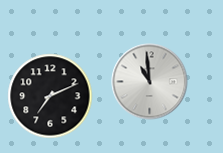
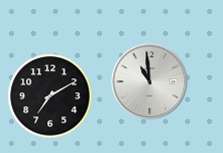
clock at (50, 96): 7:11 -> 7:10
